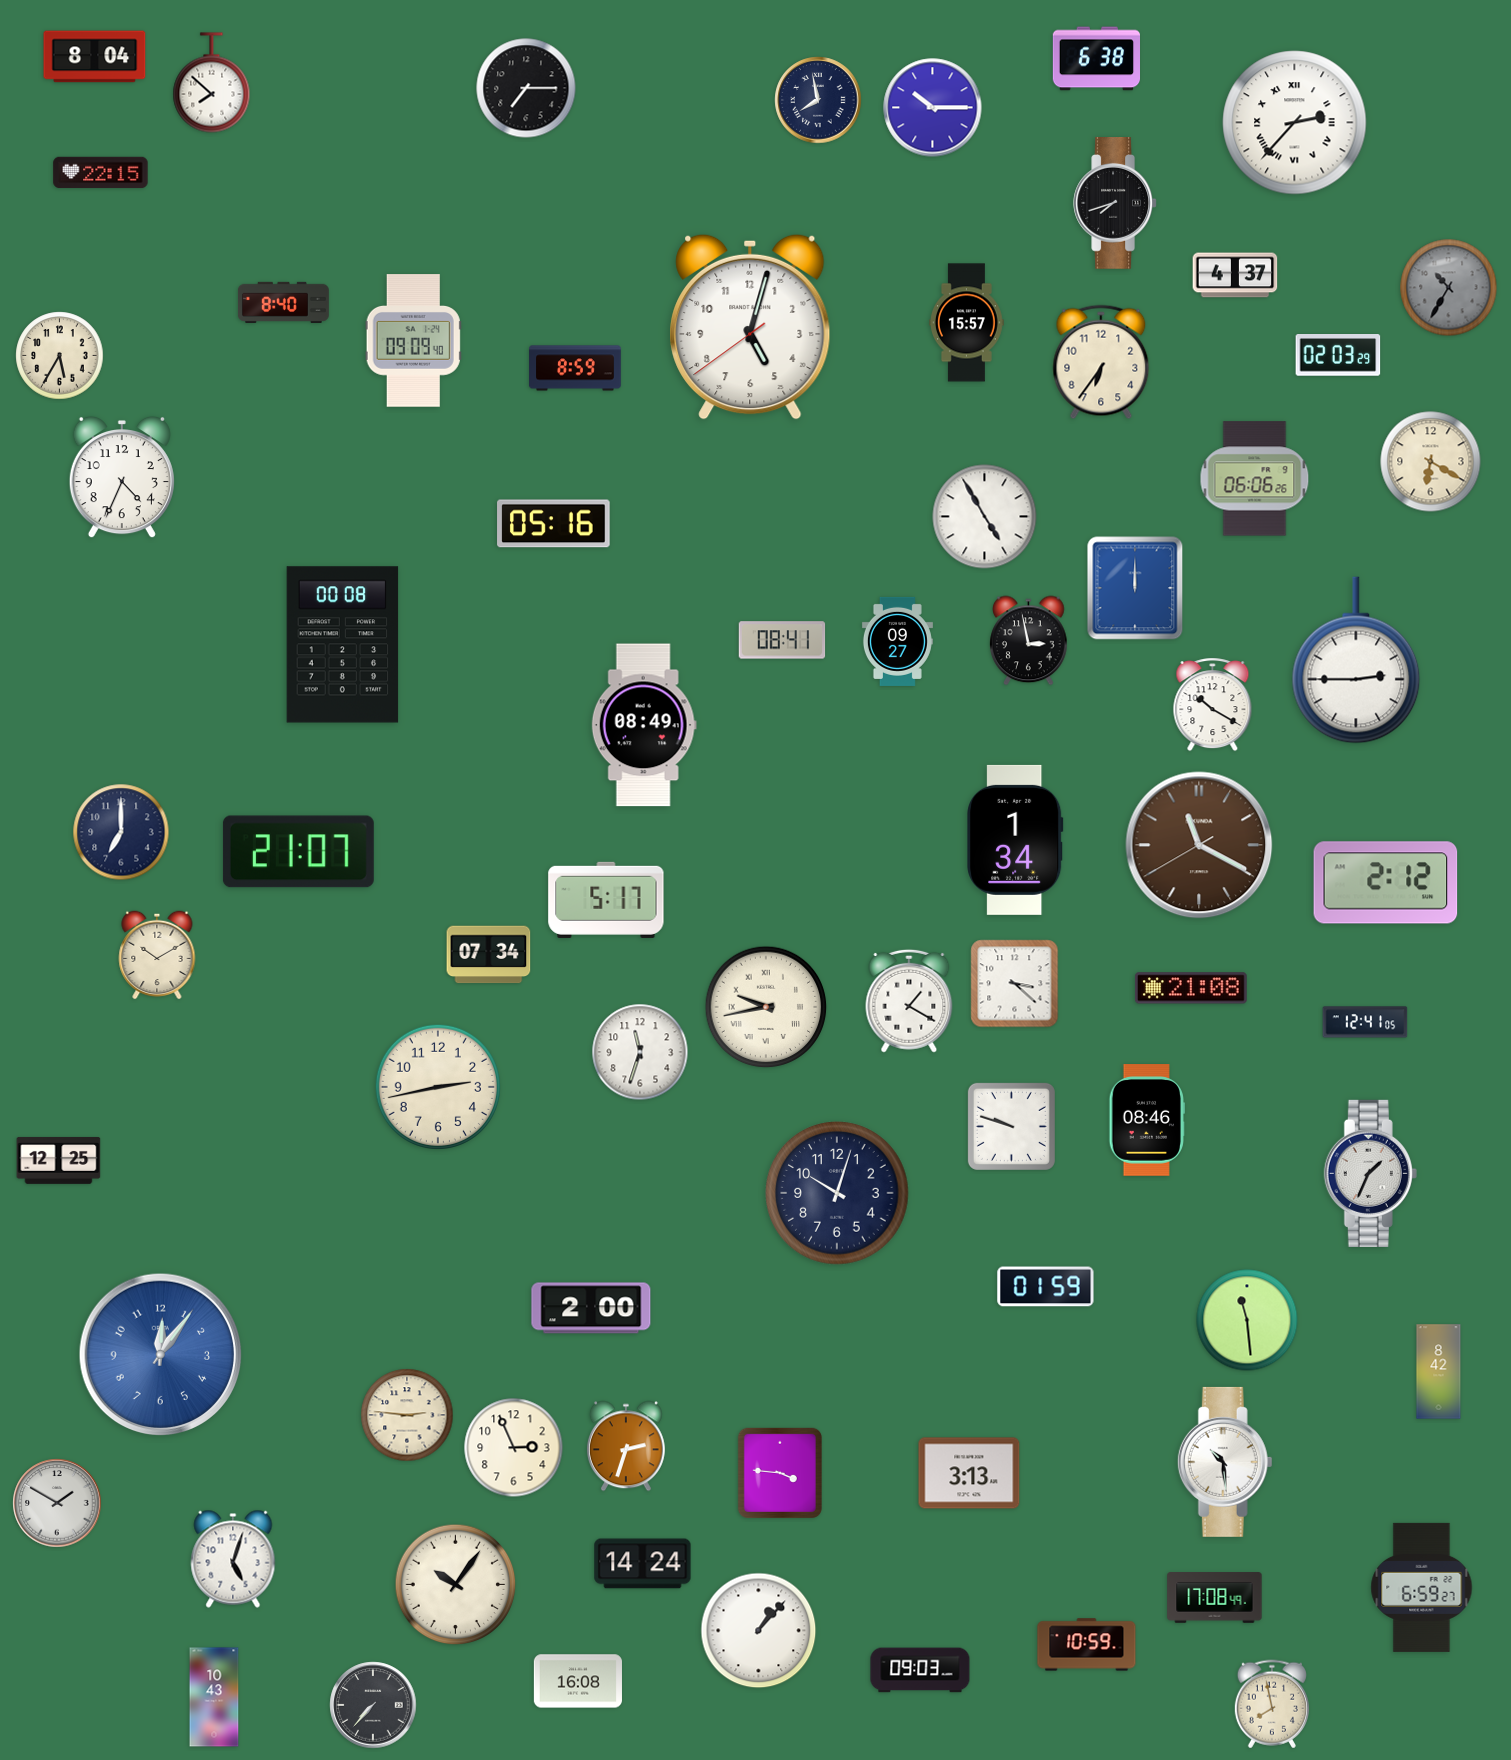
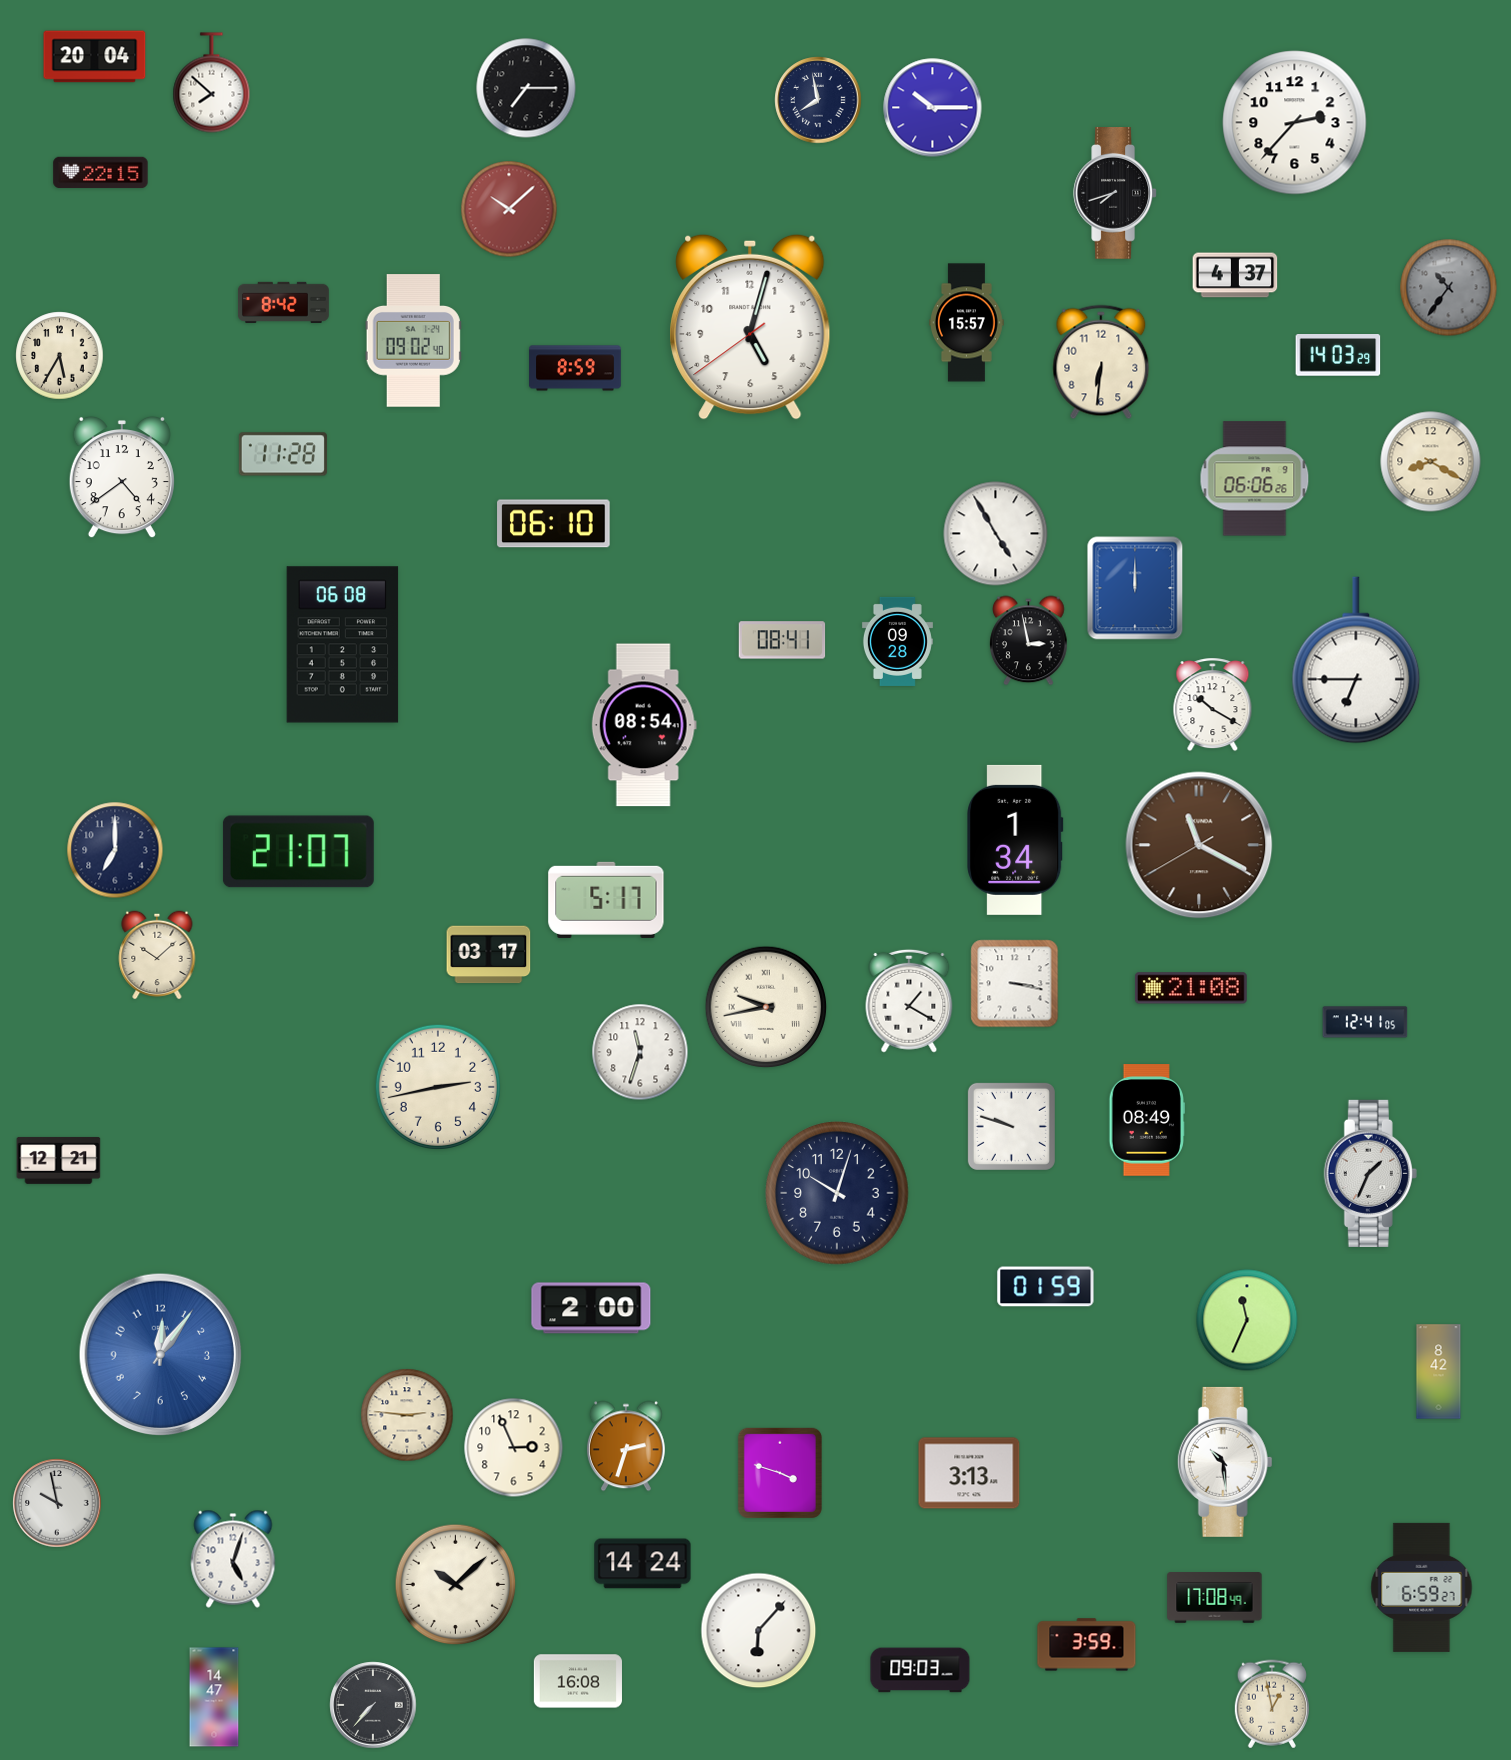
clock at (95, 57): 8:04 -> 20:04
clock at (1097, 59): 6:38 -> none
clock at (1295, 123) numerals: Roman -> Arabic
clock at (1115, 204) position: (1115, 204) -> (1115, 194)
clock at (509, 209): none -> 10:08
clock at (1449, 288): 10:35 -> 10:36
clock at (283, 302): 8:40 -> 8:42
clock at (413, 341): 09:09 -> 09:02
clock at (1338, 356): 02:03 -> 14:03
clock at (1101, 362): 6:36 -> 6:31
clock at (283, 454): none -> 11:28
clock at (1431, 462): 6:20 -> 8:20
clock at (122, 477): 4:34 -> 4:39
clock at (985, 517) position: (985, 517) -> (996, 534)
clock at (554, 524): 05:16 -> 06:10
clock at (897, 641): 09:27 -> 09:28
clock at (343, 645): 00:08 -> 06:08
clock at (1356, 660): 2:45 -> 6:45
clock at (644, 725): 08:49 -> 08:54
clock at (121, 832) position: (121, 832) -> (115, 850)
clock at (1386, 883): 2:12 -> none
clock at (157, 955): 10:10 -> 10:08
clock at (489, 955): 07:34 -> 03:17
clock at (1015, 984): 3:22 -> 3:17
clock at (1146, 1120): 08:46 -> 08:49
clock at (59, 1161): 12:25 -> 12:21
clock at (1247, 1320): 11:29 -> 11:34
clock at (780, 1473): 3:46 -> 3:48
clock at (57, 1503): 1:50 -> 9:58
clock at (456, 1585): 10:06 -> 10:08
clock at (759, 1631): 1:07 -> 6:07
clock at (1087, 1645): 10:59 -> 3:59
clock at (214, 1697): 10:43 -> 14:47
clock at (1272, 1704): 7:58 -> 12:58
